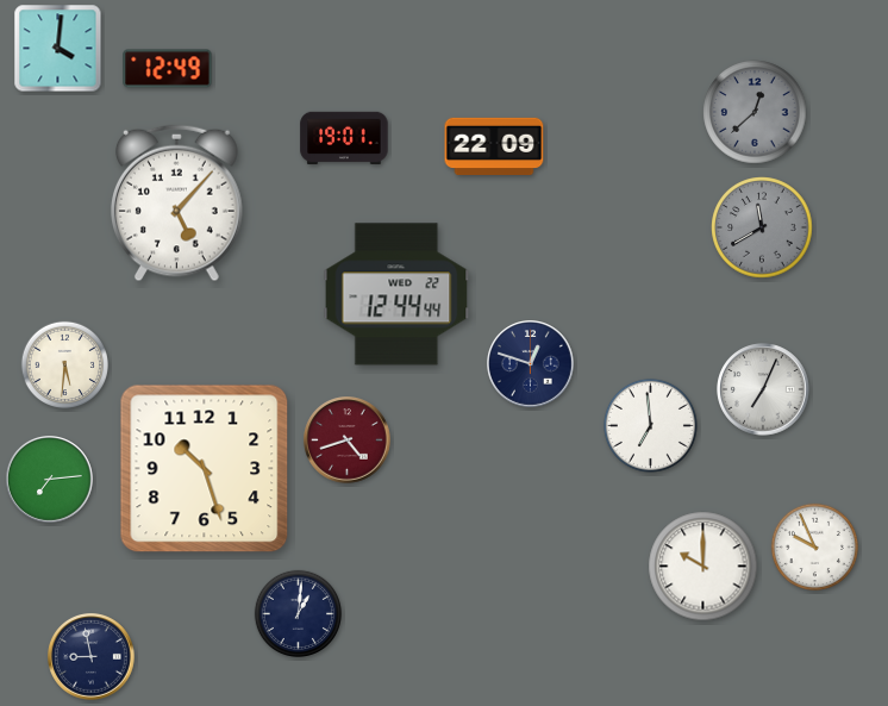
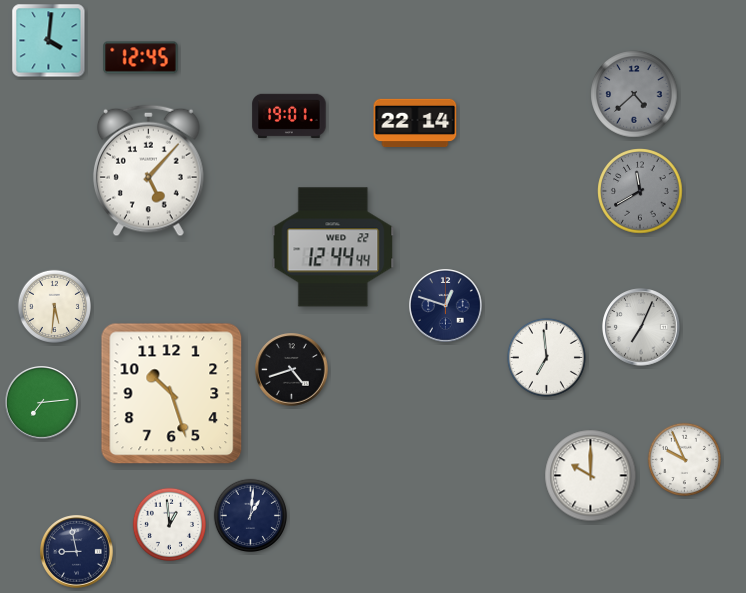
clock at (168, 69): 12:49 -> 12:45
clock at (755, 112): 12:38 -> 4:38
clock at (494, 145): 22:09 -> 22:14
clock at (348, 441) dial: burgundy -> black
clock at (169, 524): none -> 12:59
